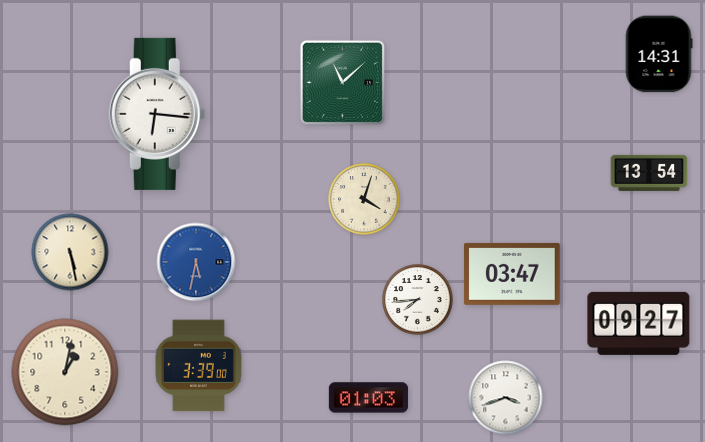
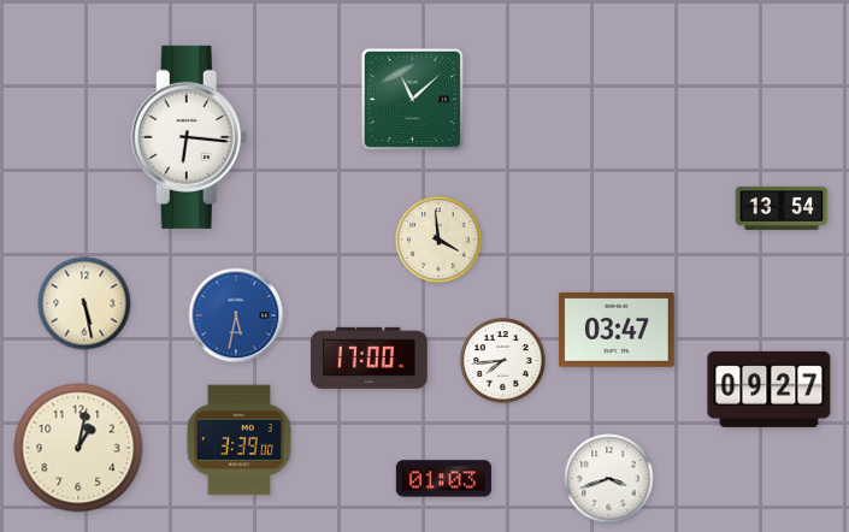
clock at (659, 54): 14:31 -> none
clock at (364, 199): 4:03 -> 3:59
clock at (370, 357): none -> 17:00
